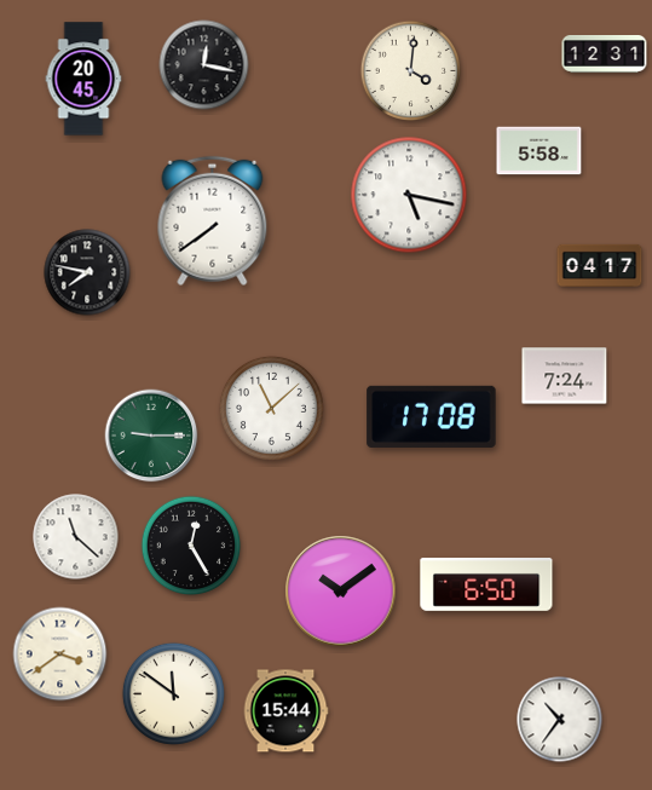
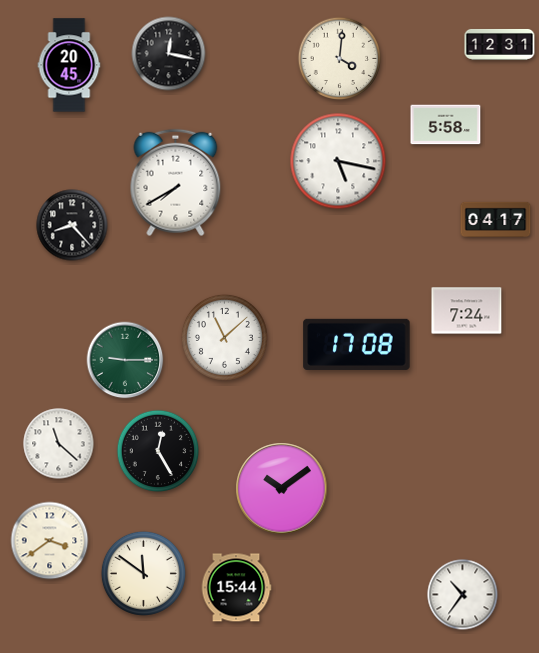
clock at (213, 221): 7:39 -> 7:40
clock at (87, 272): 7:47 -> 8:23
clock at (76, 537) position: (76, 537) -> (59, 444)
clock at (486, 586): 6:50 -> none
